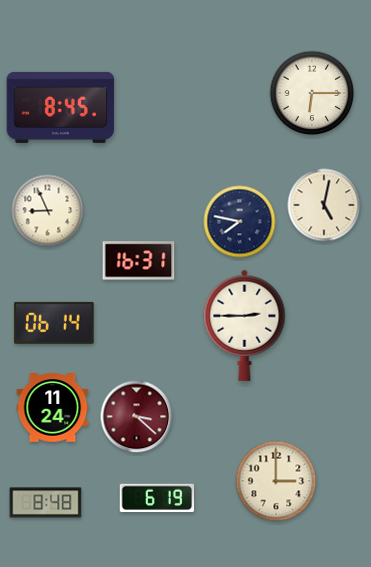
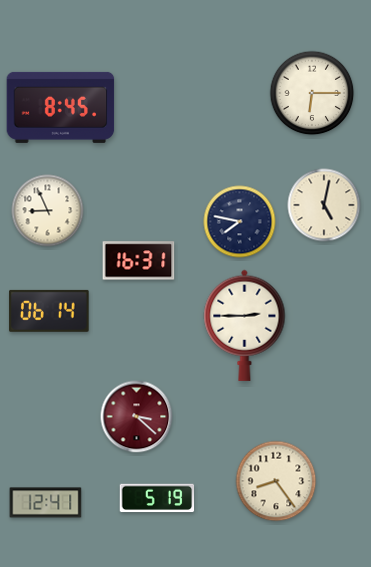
clock at (54, 323) position: (54, 323) -> (49, 311)
clock at (53, 408): 11:24 -> none
clock at (276, 481): 3:00 -> 8:24
clock at (157, 498): 6:19 -> 5:19
clock at (46, 503): 8:48 -> 12:41
